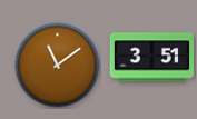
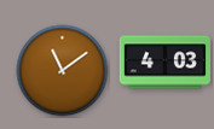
clock at (151, 58): 3:51 -> 4:03
